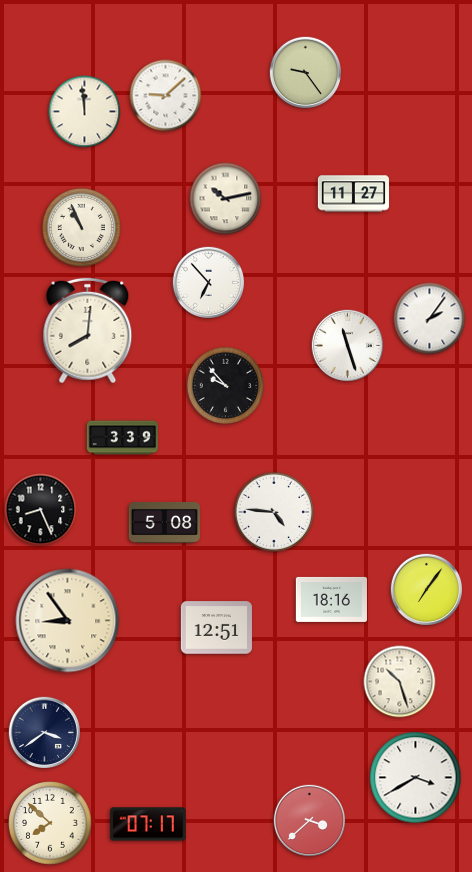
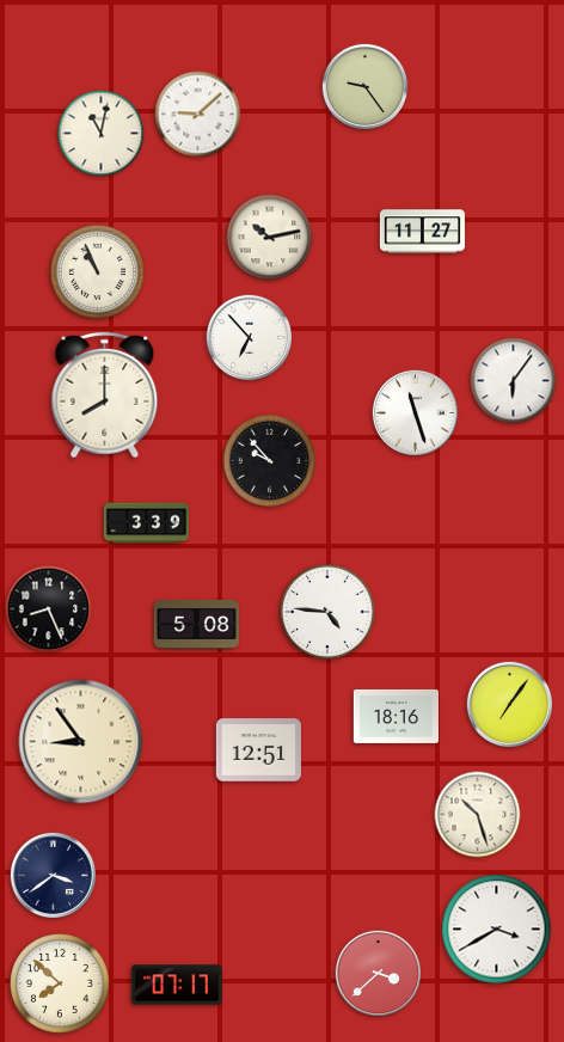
clock at (85, 112): 11:59 -> 11:02
clock at (430, 319): 2:06 -> 6:06
clock at (88, 331): 8:01 -> 8:00
clock at (309, 820) position: (309, 820) -> (378, 973)
